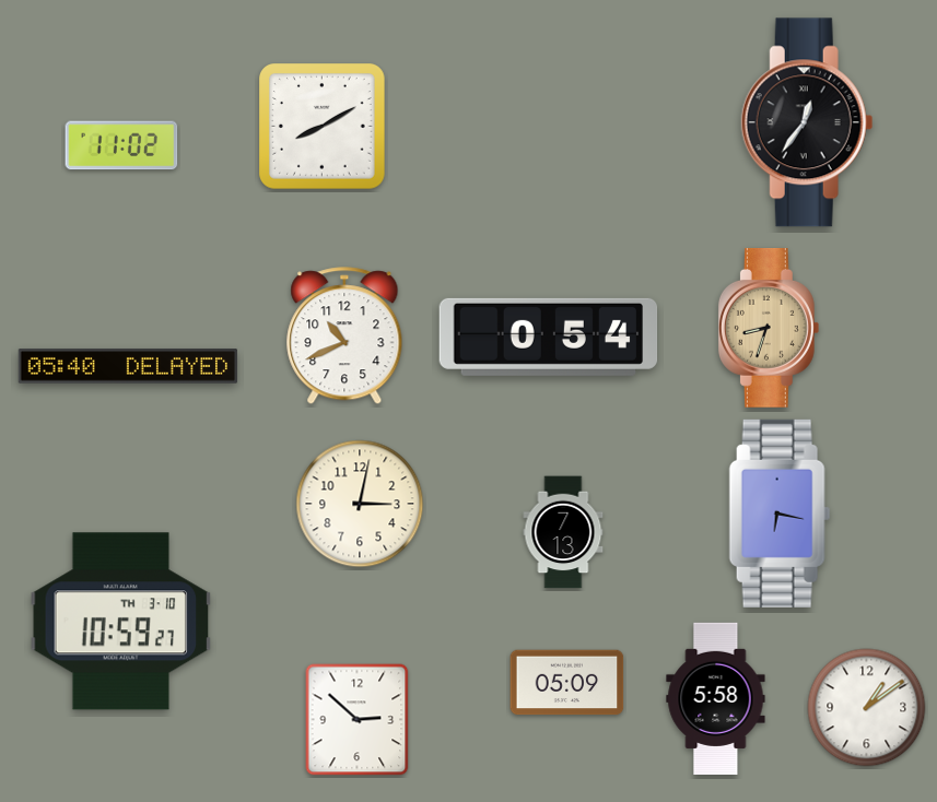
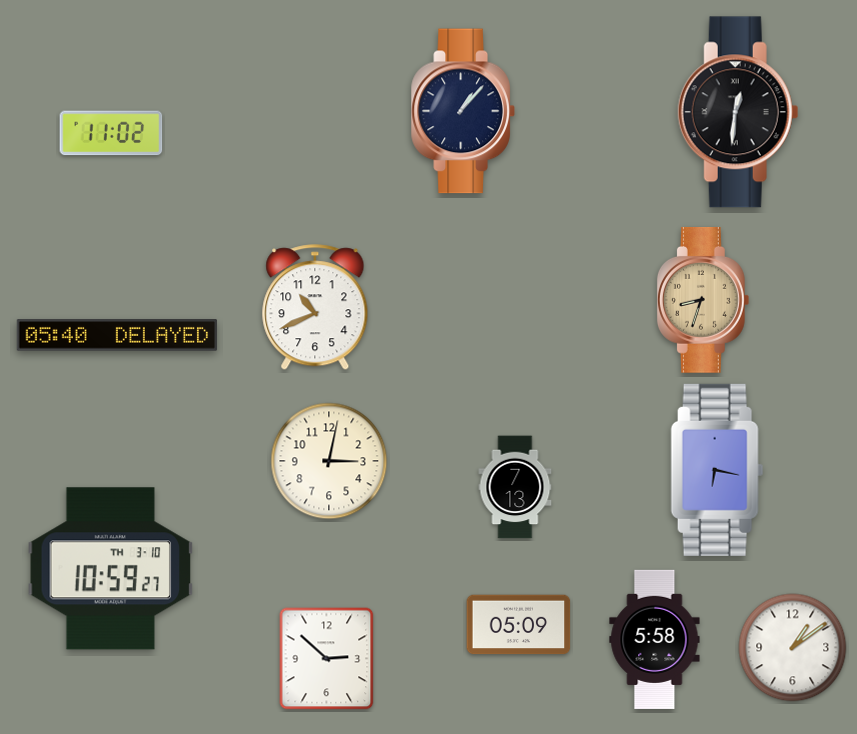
clock at (463, 111): none -> 1:07
clock at (807, 122): 12:36 -> 12:31
clock at (323, 127): 8:10 -> none
clock at (549, 337): 0:54 -> none
clock at (780, 514) position: (780, 514) -> (717, 470)
